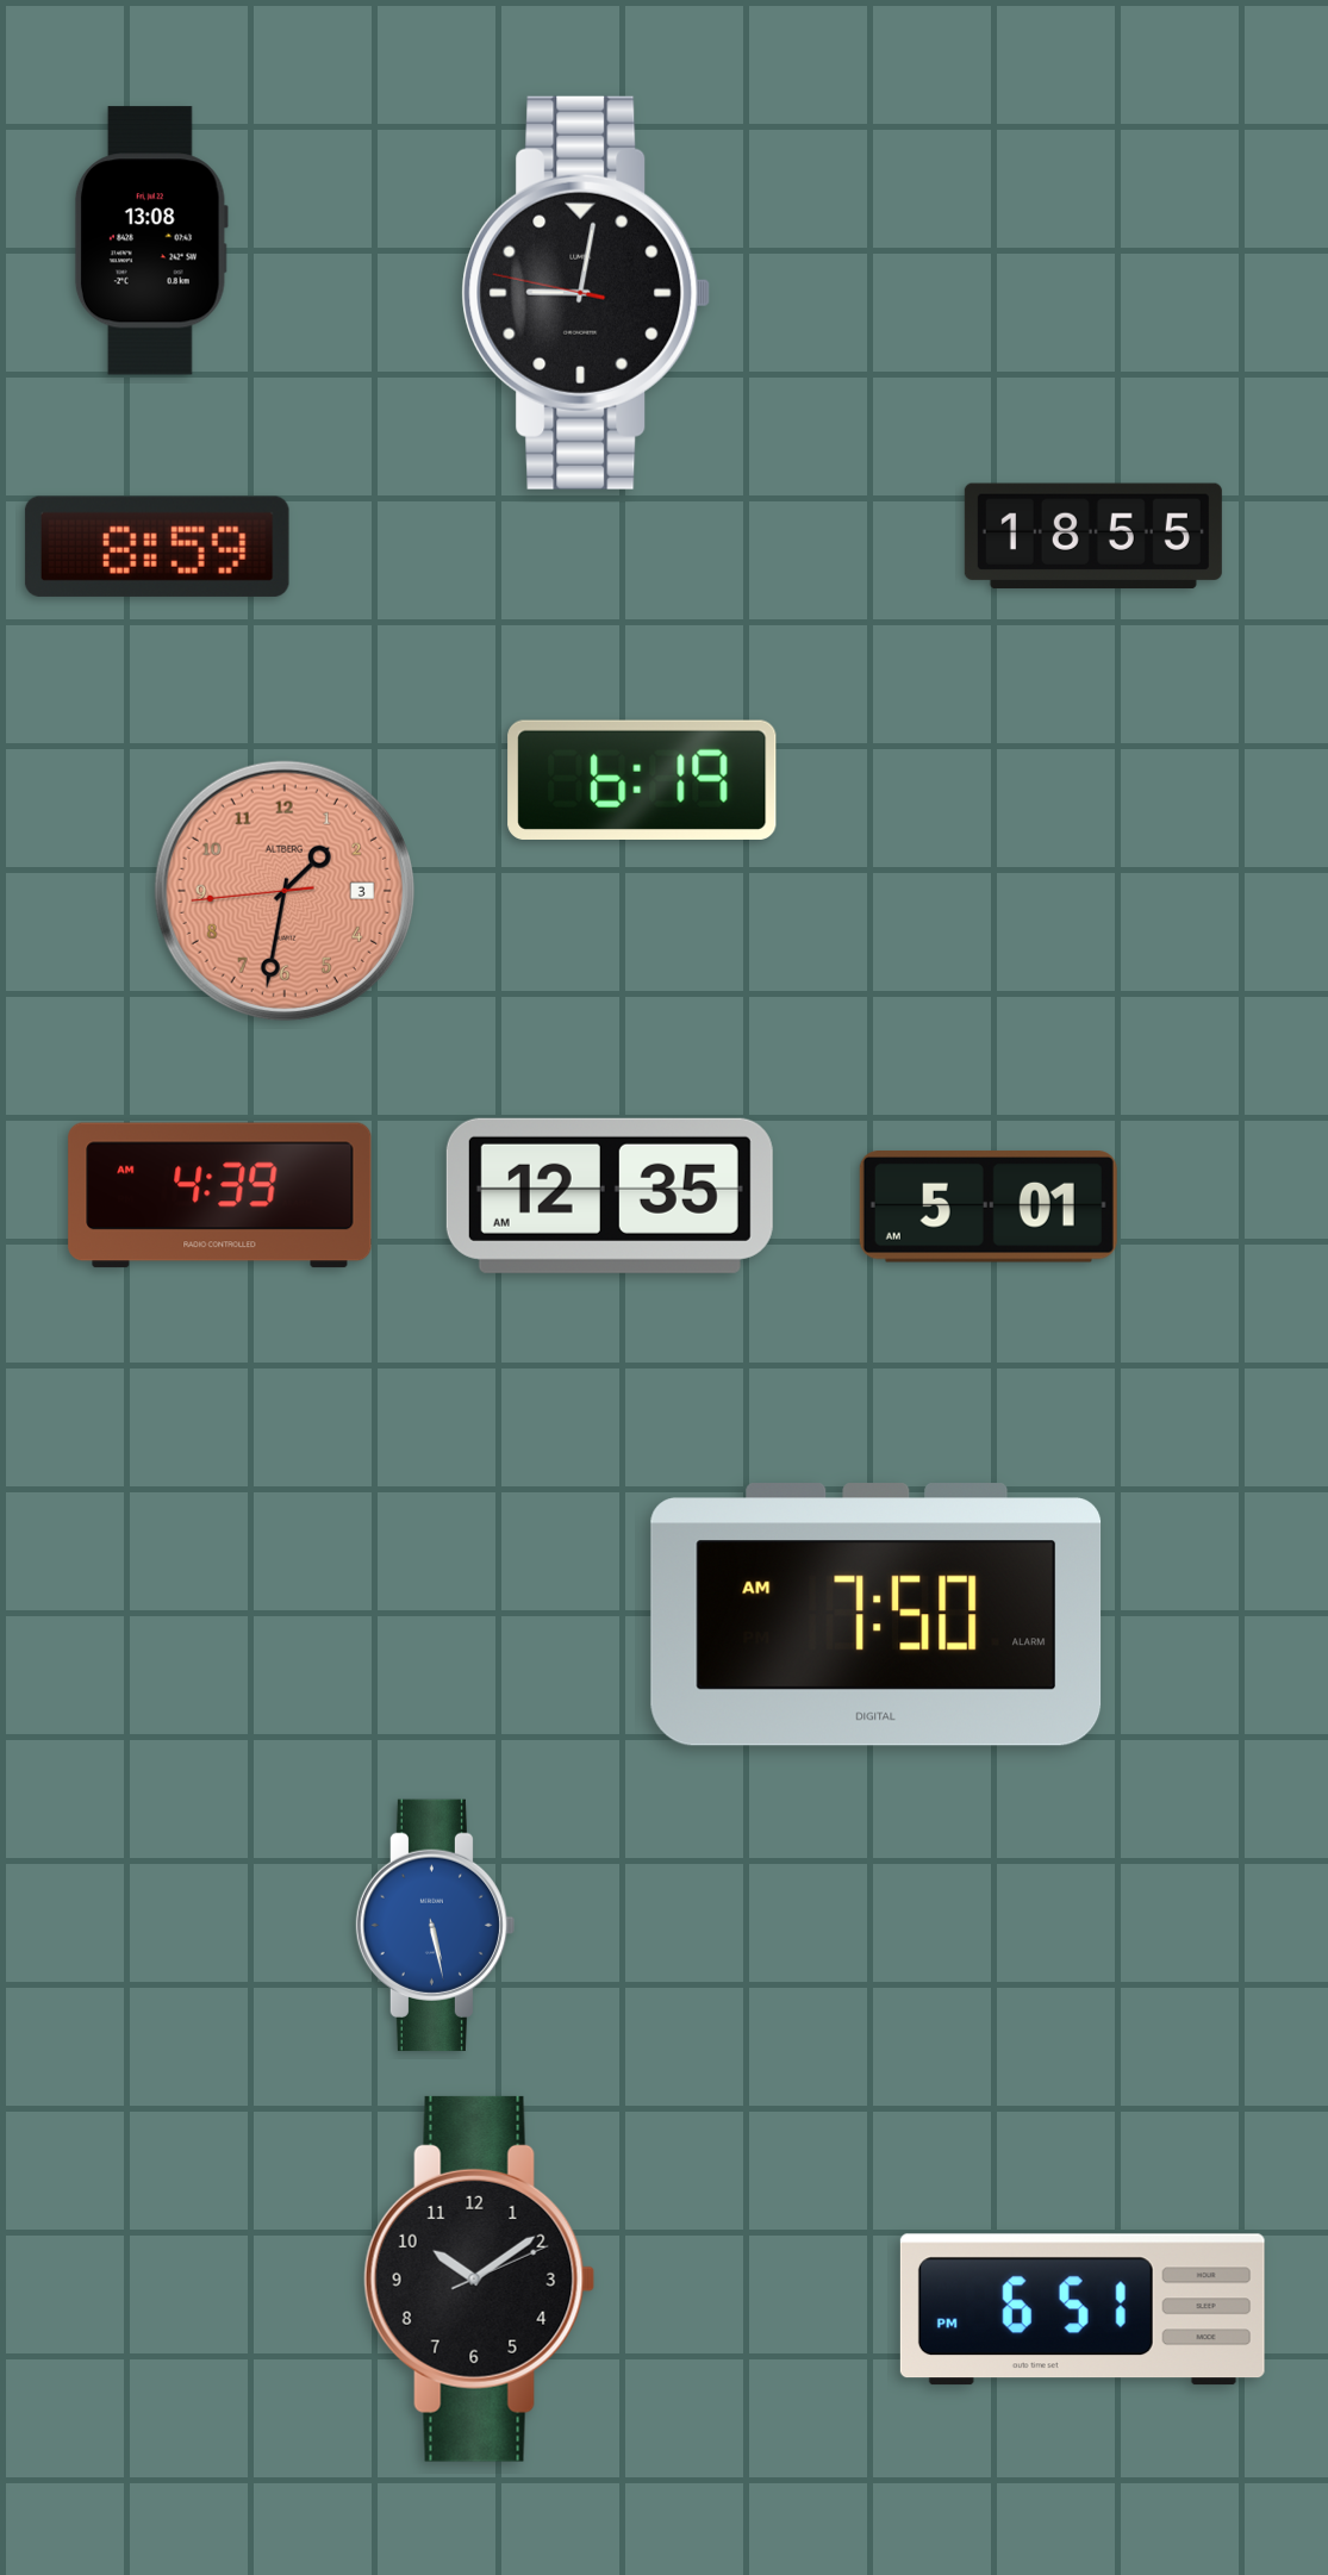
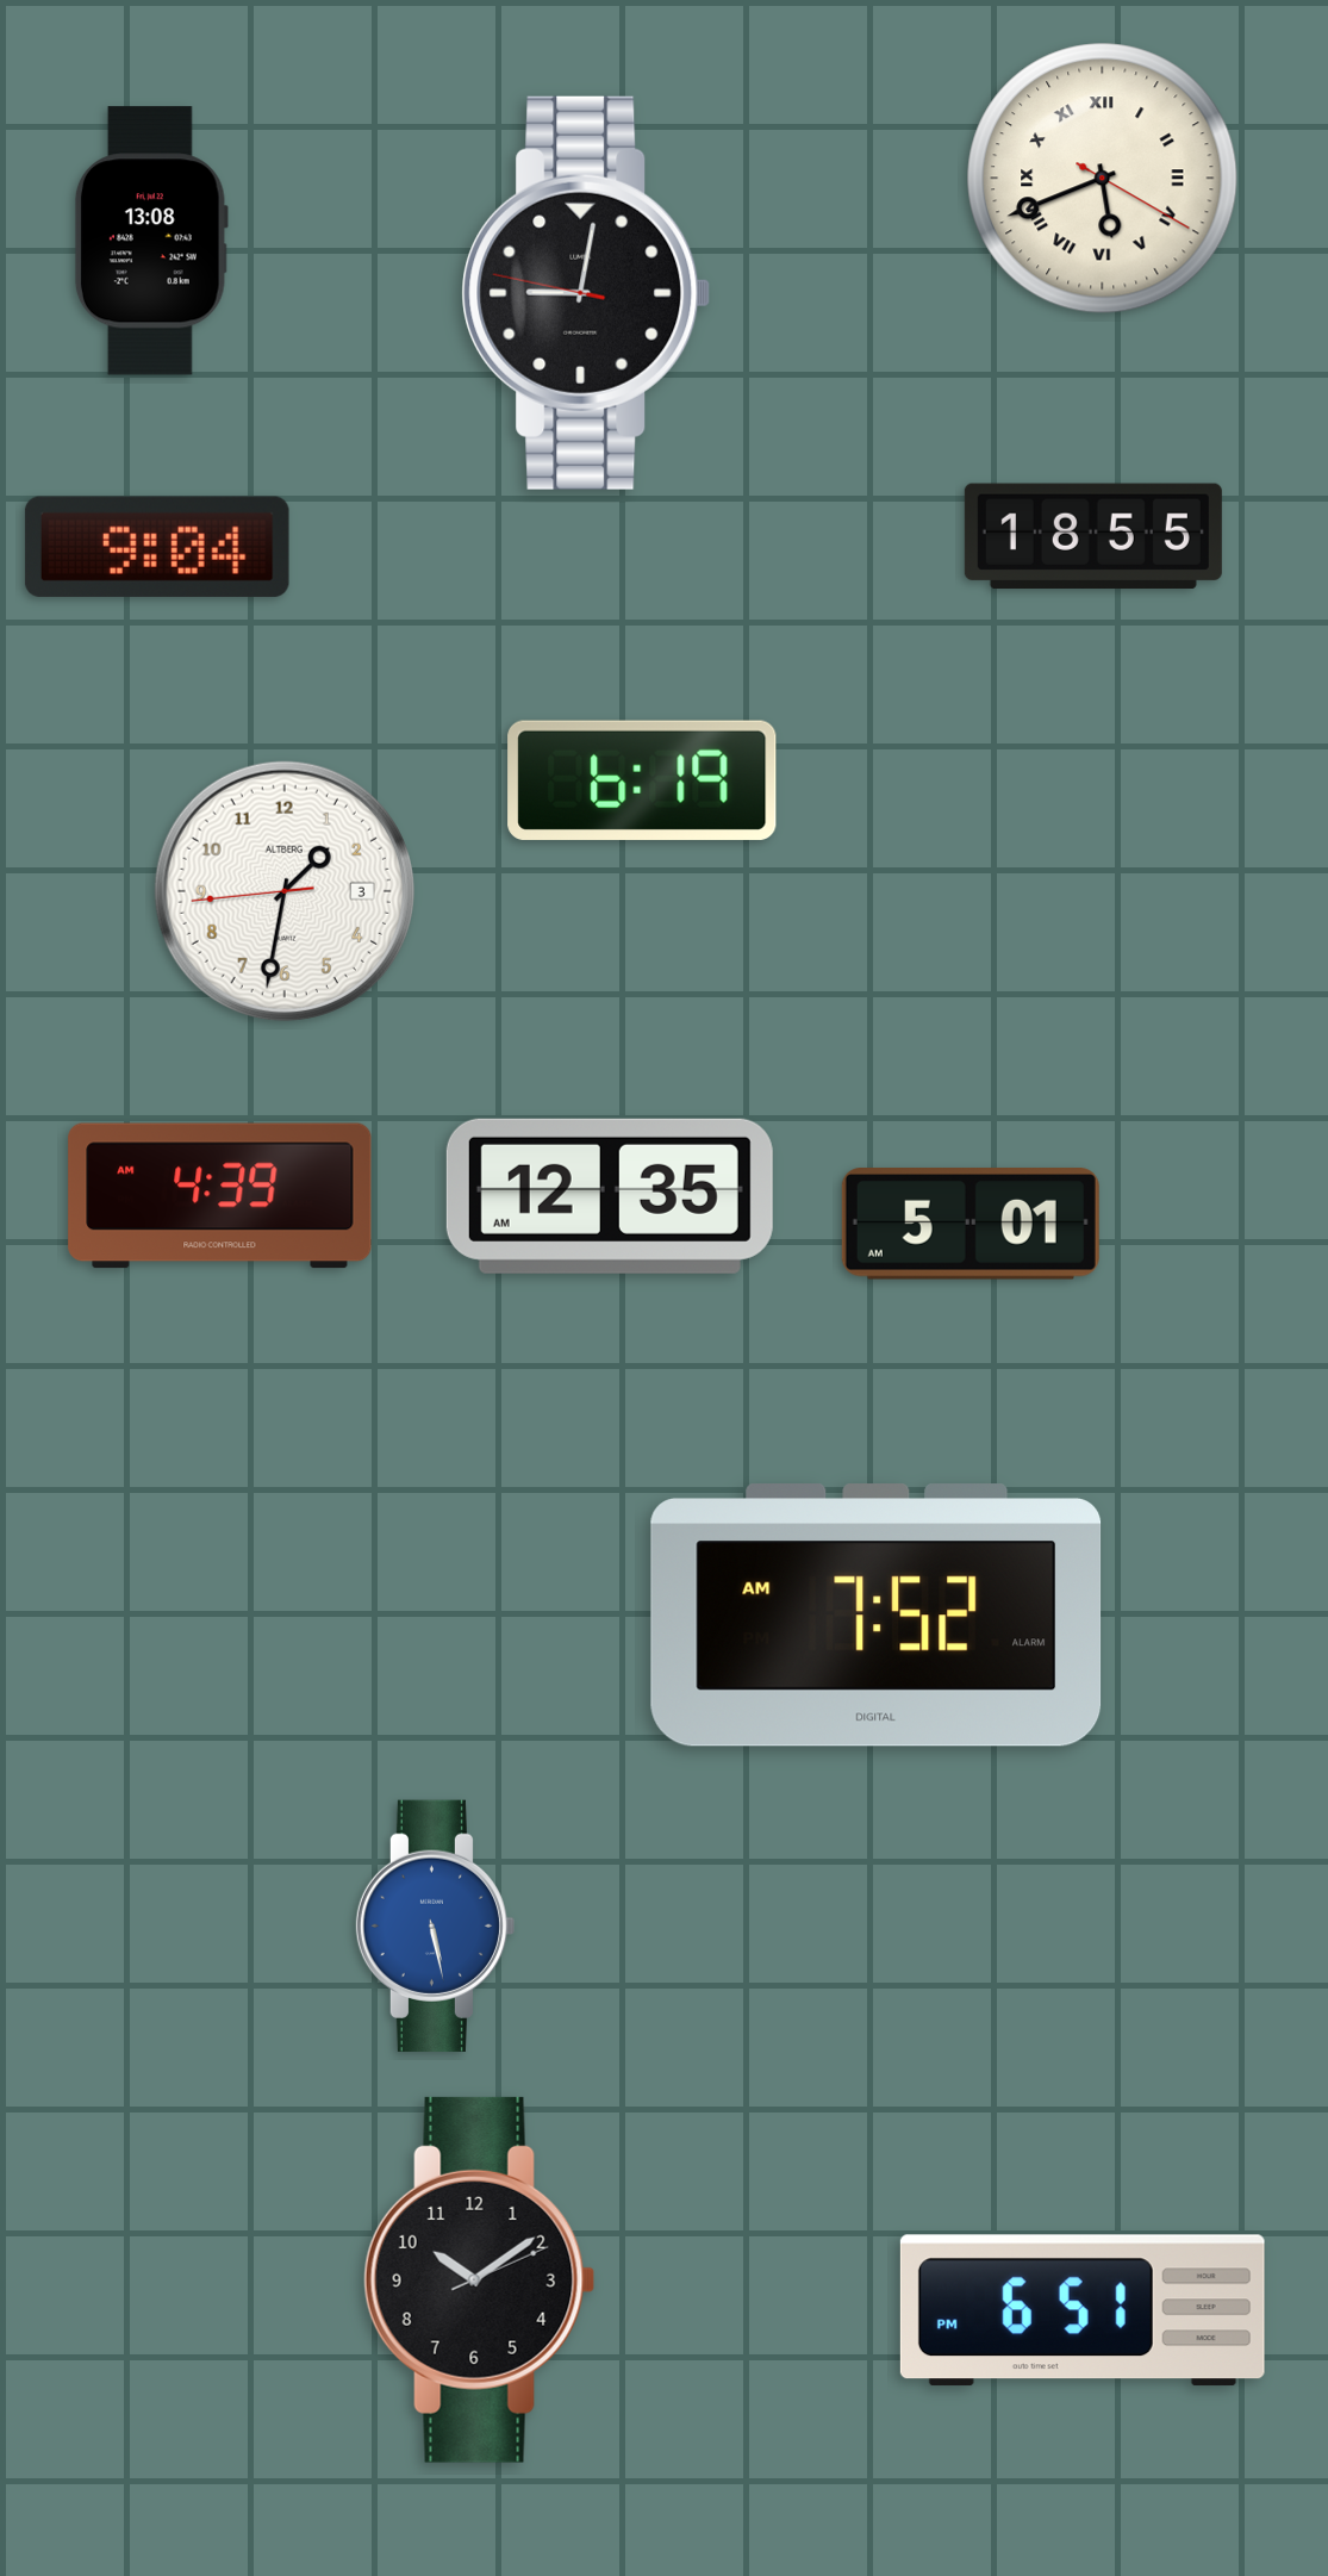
clock at (1103, 179): none -> 5:41
clock at (157, 547): 8:59 -> 9:04
clock at (285, 891) dial: salmon -> white
clock at (989, 1208) position: (989, 1208) -> (971, 1225)
clock at (877, 1615): 7:50 -> 7:52
